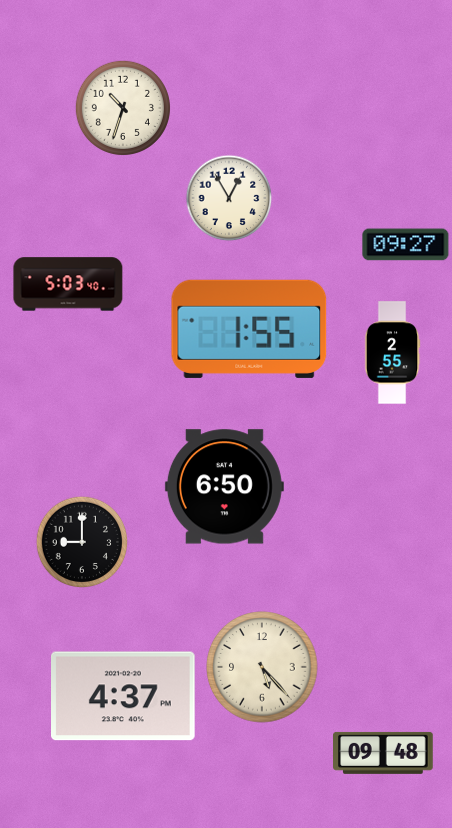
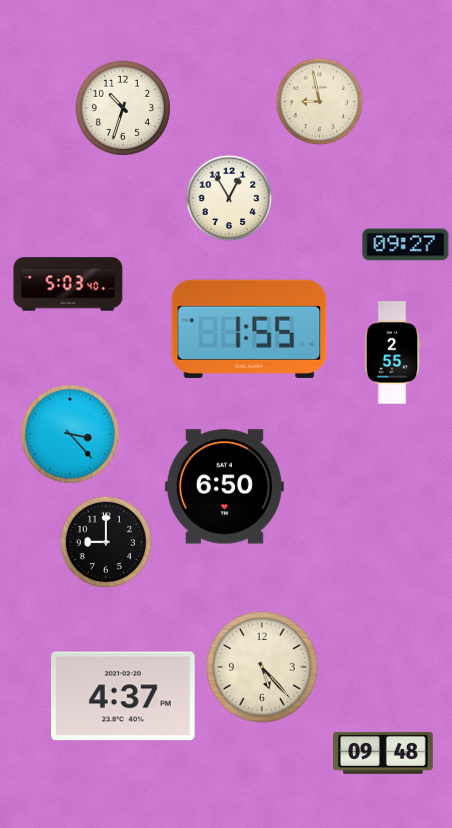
clock at (320, 102): none -> 8:58
clock at (70, 434): none -> 3:23
clock at (82, 542) position: (82, 542) -> (106, 542)
